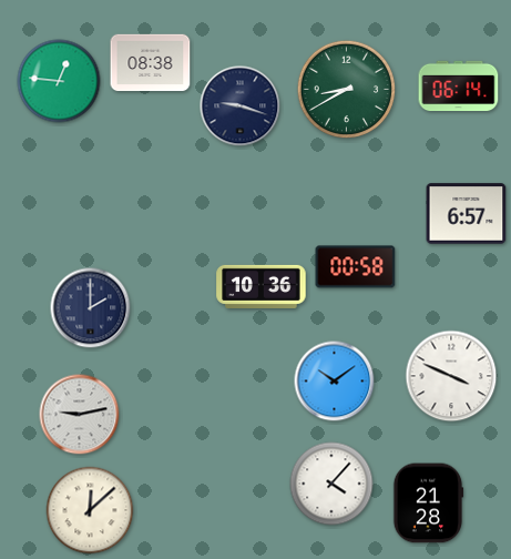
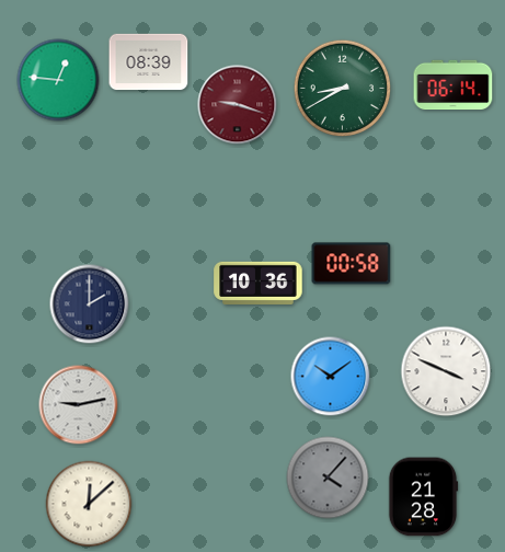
clock at (151, 63): 08:38 -> 08:39
clock at (241, 106) dial: navy -> burgundy
clock at (467, 214): 6:57 -> none
clock at (80, 415) position: (80, 415) -> (79, 405)
clock at (331, 484) dial: white -> grey
